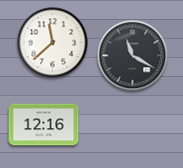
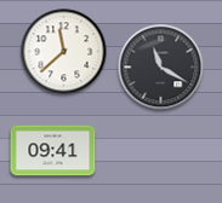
clock at (44, 125): 12:16 -> 09:41
